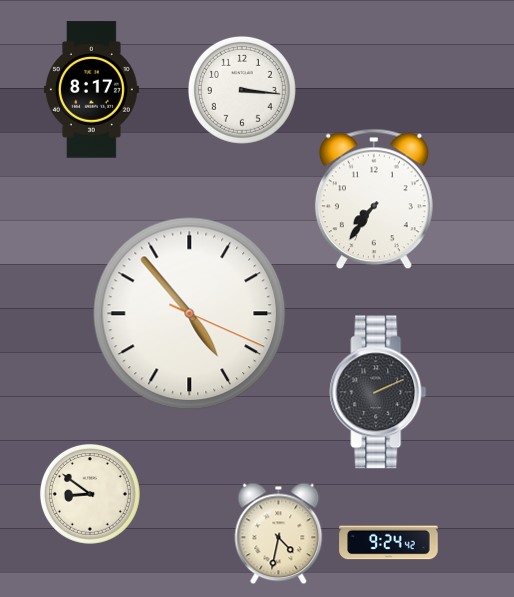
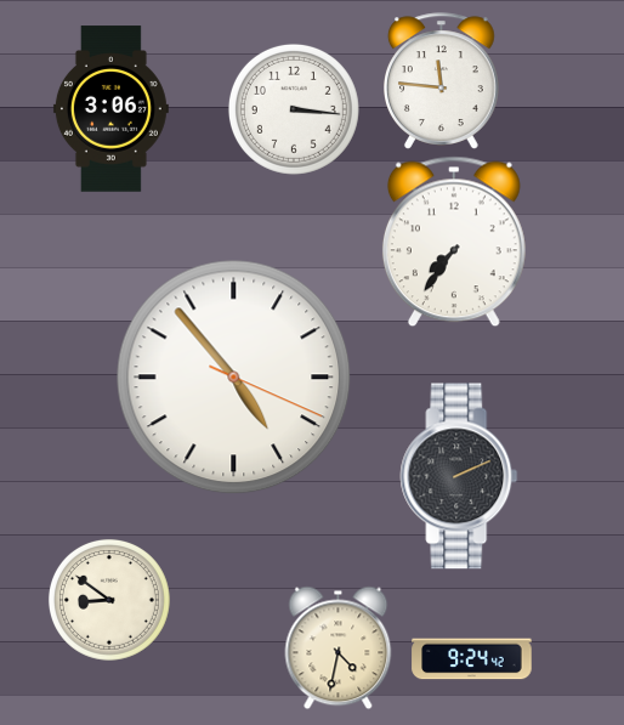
clock at (442, 81): none -> 11:46
clock at (91, 90): 8:17 -> 3:06
clock at (190, 314) position: (190, 314) -> (234, 378)
